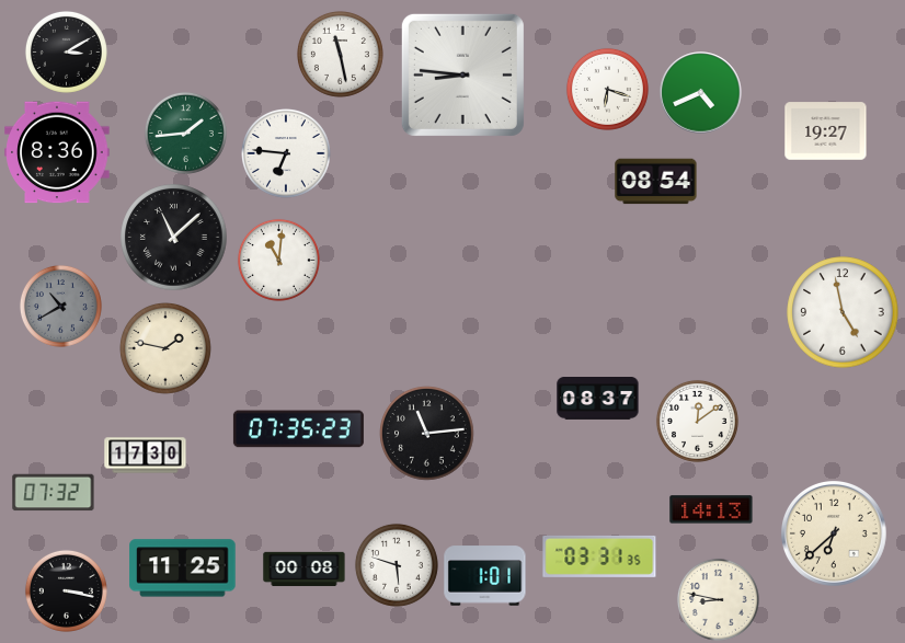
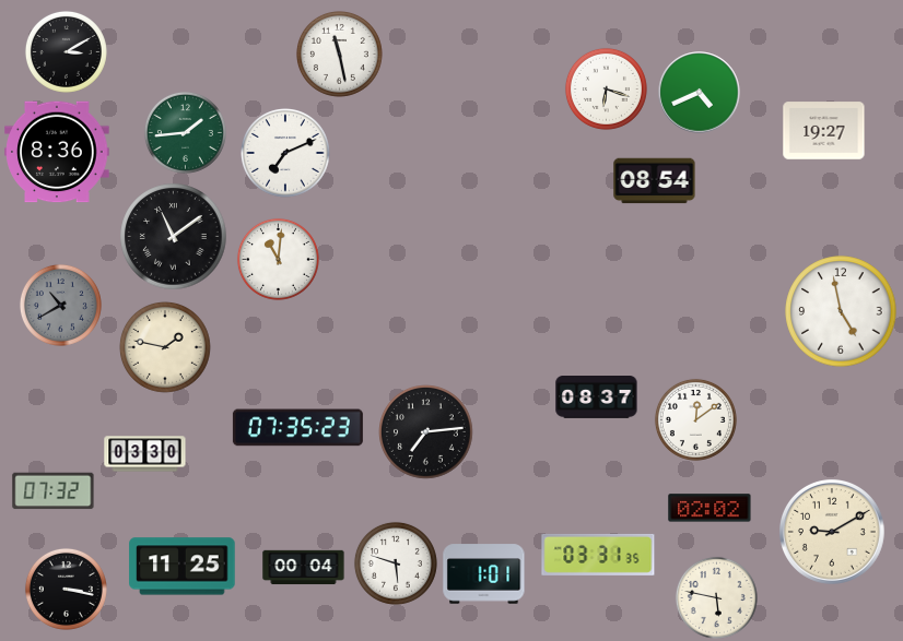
clock at (462, 74): 8:46 -> none
clock at (286, 153): 6:46 -> 7:11
clock at (174, 238): 11:08 -> 11:09
clock at (427, 434): 11:14 -> 7:14
clock at (146, 456): 17:30 -> 03:30
clock at (711, 509): 14:13 -> 02:02
clock at (834, 533): 6:38 -> 9:10
clock at (305, 570): 00:08 -> 00:04
clock at (718, 599): 8:47 -> 5:47
